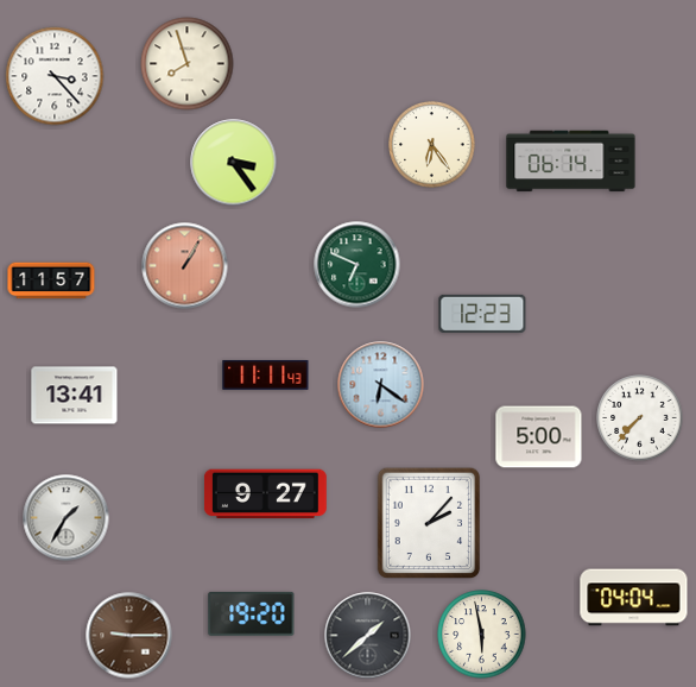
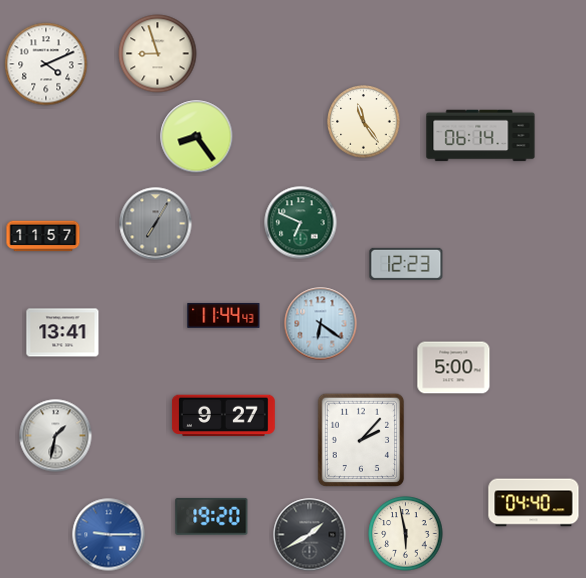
clock at (188, 64): 7:57 -> 8:57
clock at (55, 76): 3:23 -> 4:11
clock at (432, 145): 6:24 -> 11:24
clock at (234, 163): 3:24 -> 8:24
clock at (185, 266): 1:05 -> 7:05
clock at (185, 266) dial: salmon -> grey
clock at (266, 376): 11:11 -> 11:44
clock at (640, 418): 7:37 -> none
clock at (67, 518): 1:35 -> 1:32
clock at (634, 598): 04:04 -> 04:40
clock at (129, 636) dial: brown -> blue
clock at (368, 636): 1:38 -> 1:40
